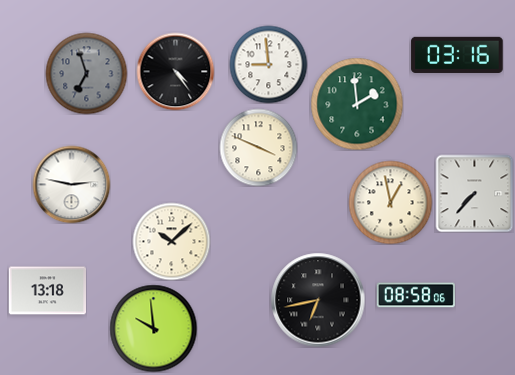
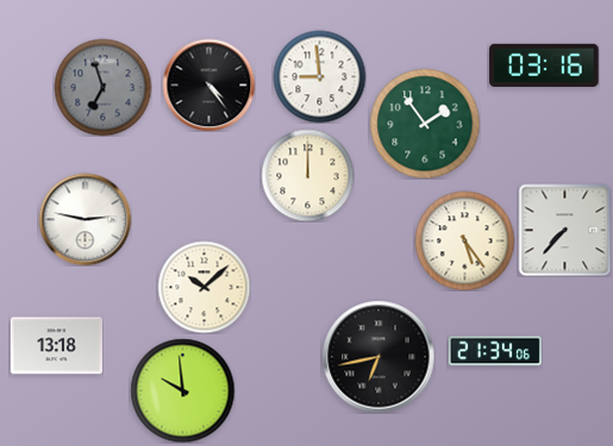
clock at (357, 104): 1:59 -> 1:54
clock at (258, 147): 3:49 -> 12:00
clock at (390, 202): 12:58 -> 5:24
clock at (416, 295): 08:58 -> 21:34
